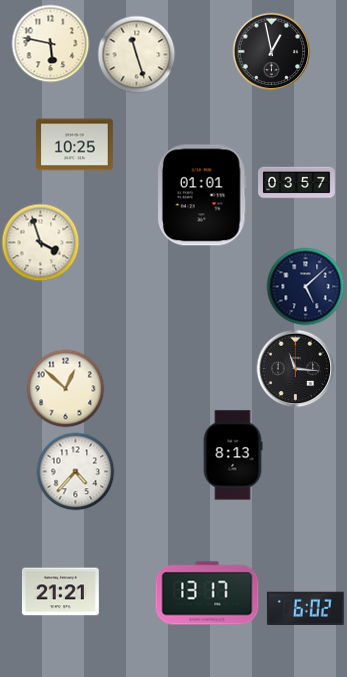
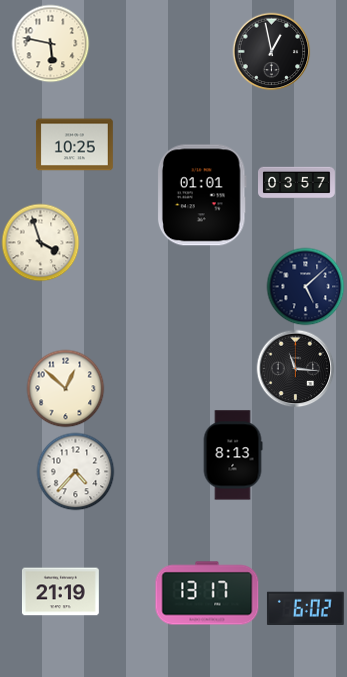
clock at (136, 54): 11:27 -> none
clock at (61, 592): 21:21 -> 21:19
